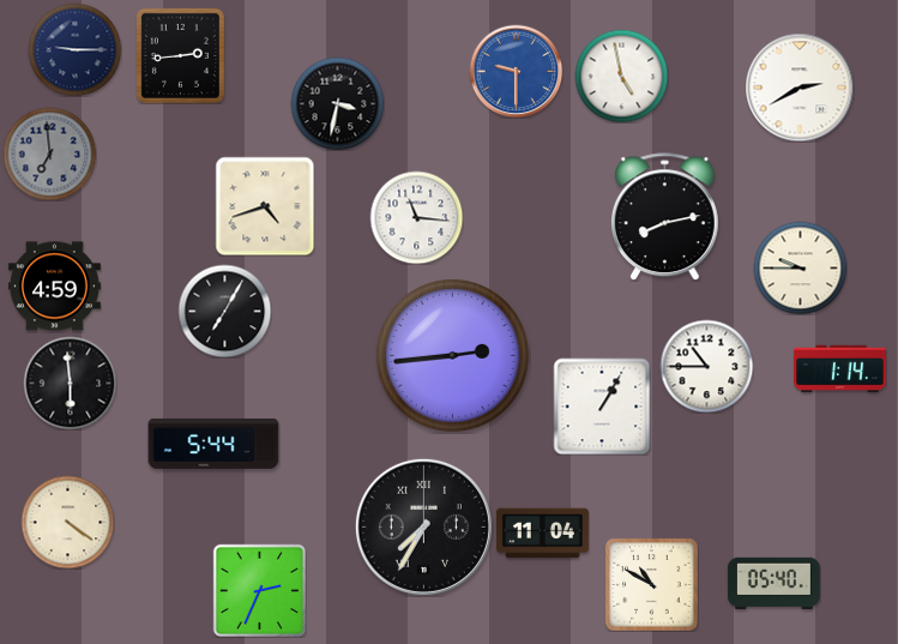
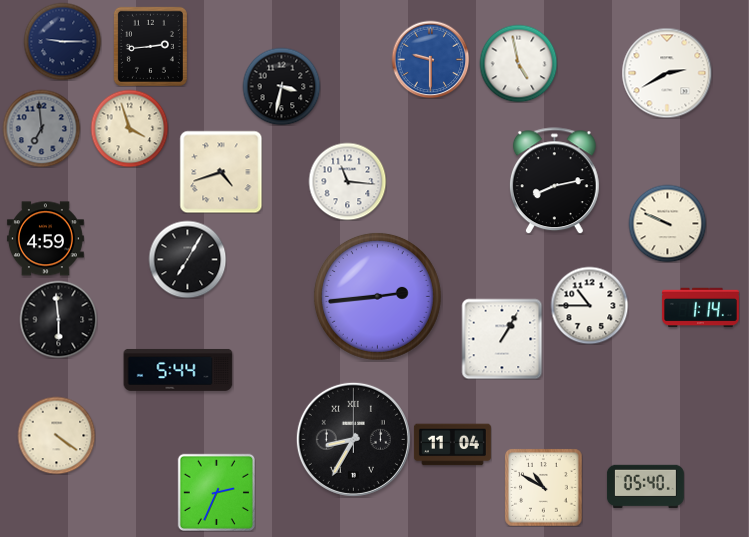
clock at (129, 128): none -> 3:57
clock at (800, 267): 9:45 -> 9:49
clock at (423, 526): 7:35 -> 8:35
